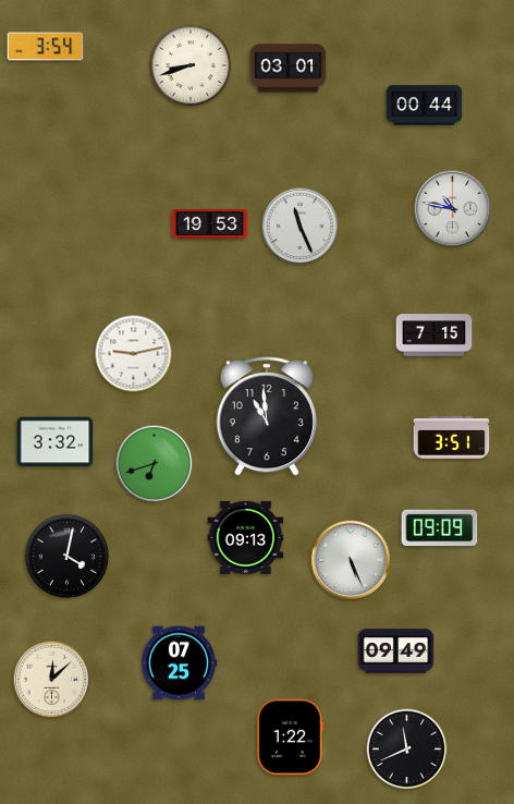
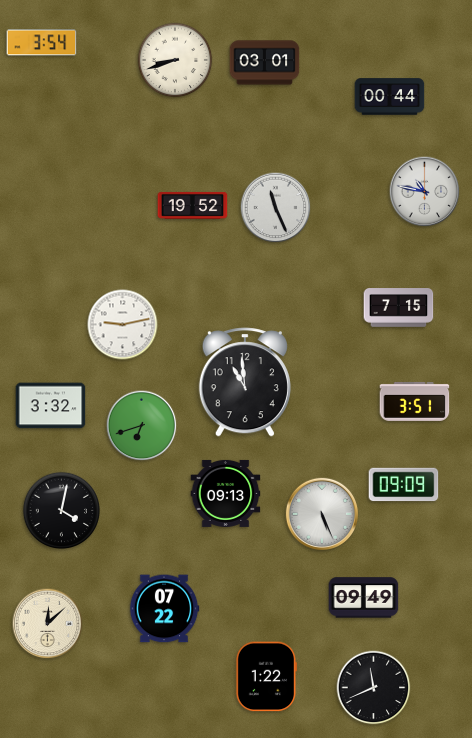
clock at (453, 209) position: (453, 209) -> (425, 192)
clock at (210, 223): 19:53 -> 19:52
clock at (179, 663): 07:25 -> 07:22
